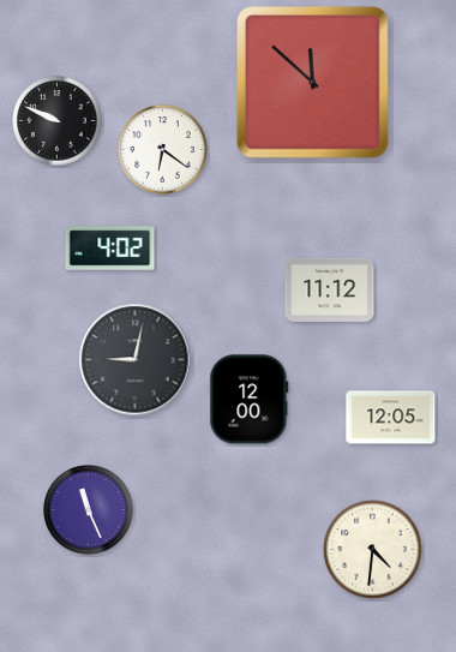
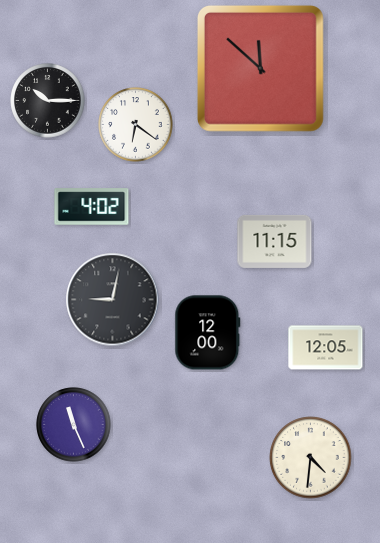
clock at (58, 121): 9:49 -> 10:15
clock at (330, 289): 11:12 -> 11:15
